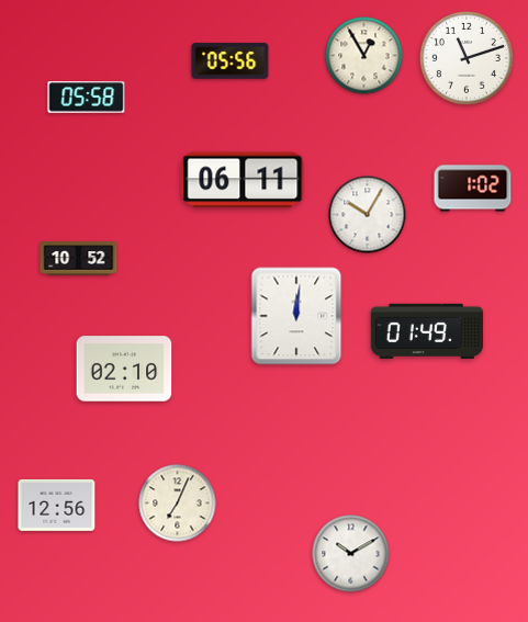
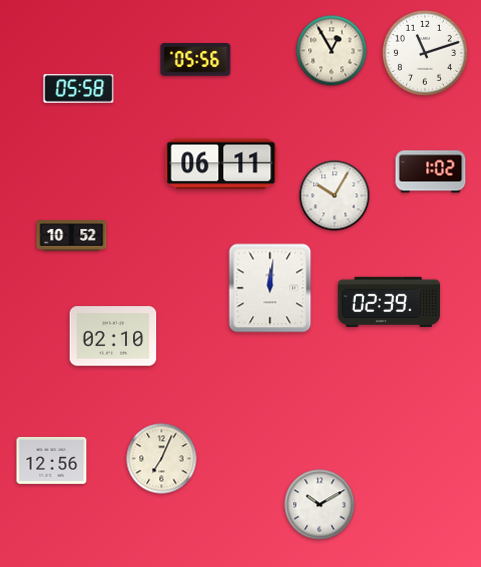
clock at (231, 61) position: (231, 61) -> (196, 60)
clock at (427, 330): 01:49 -> 02:39
